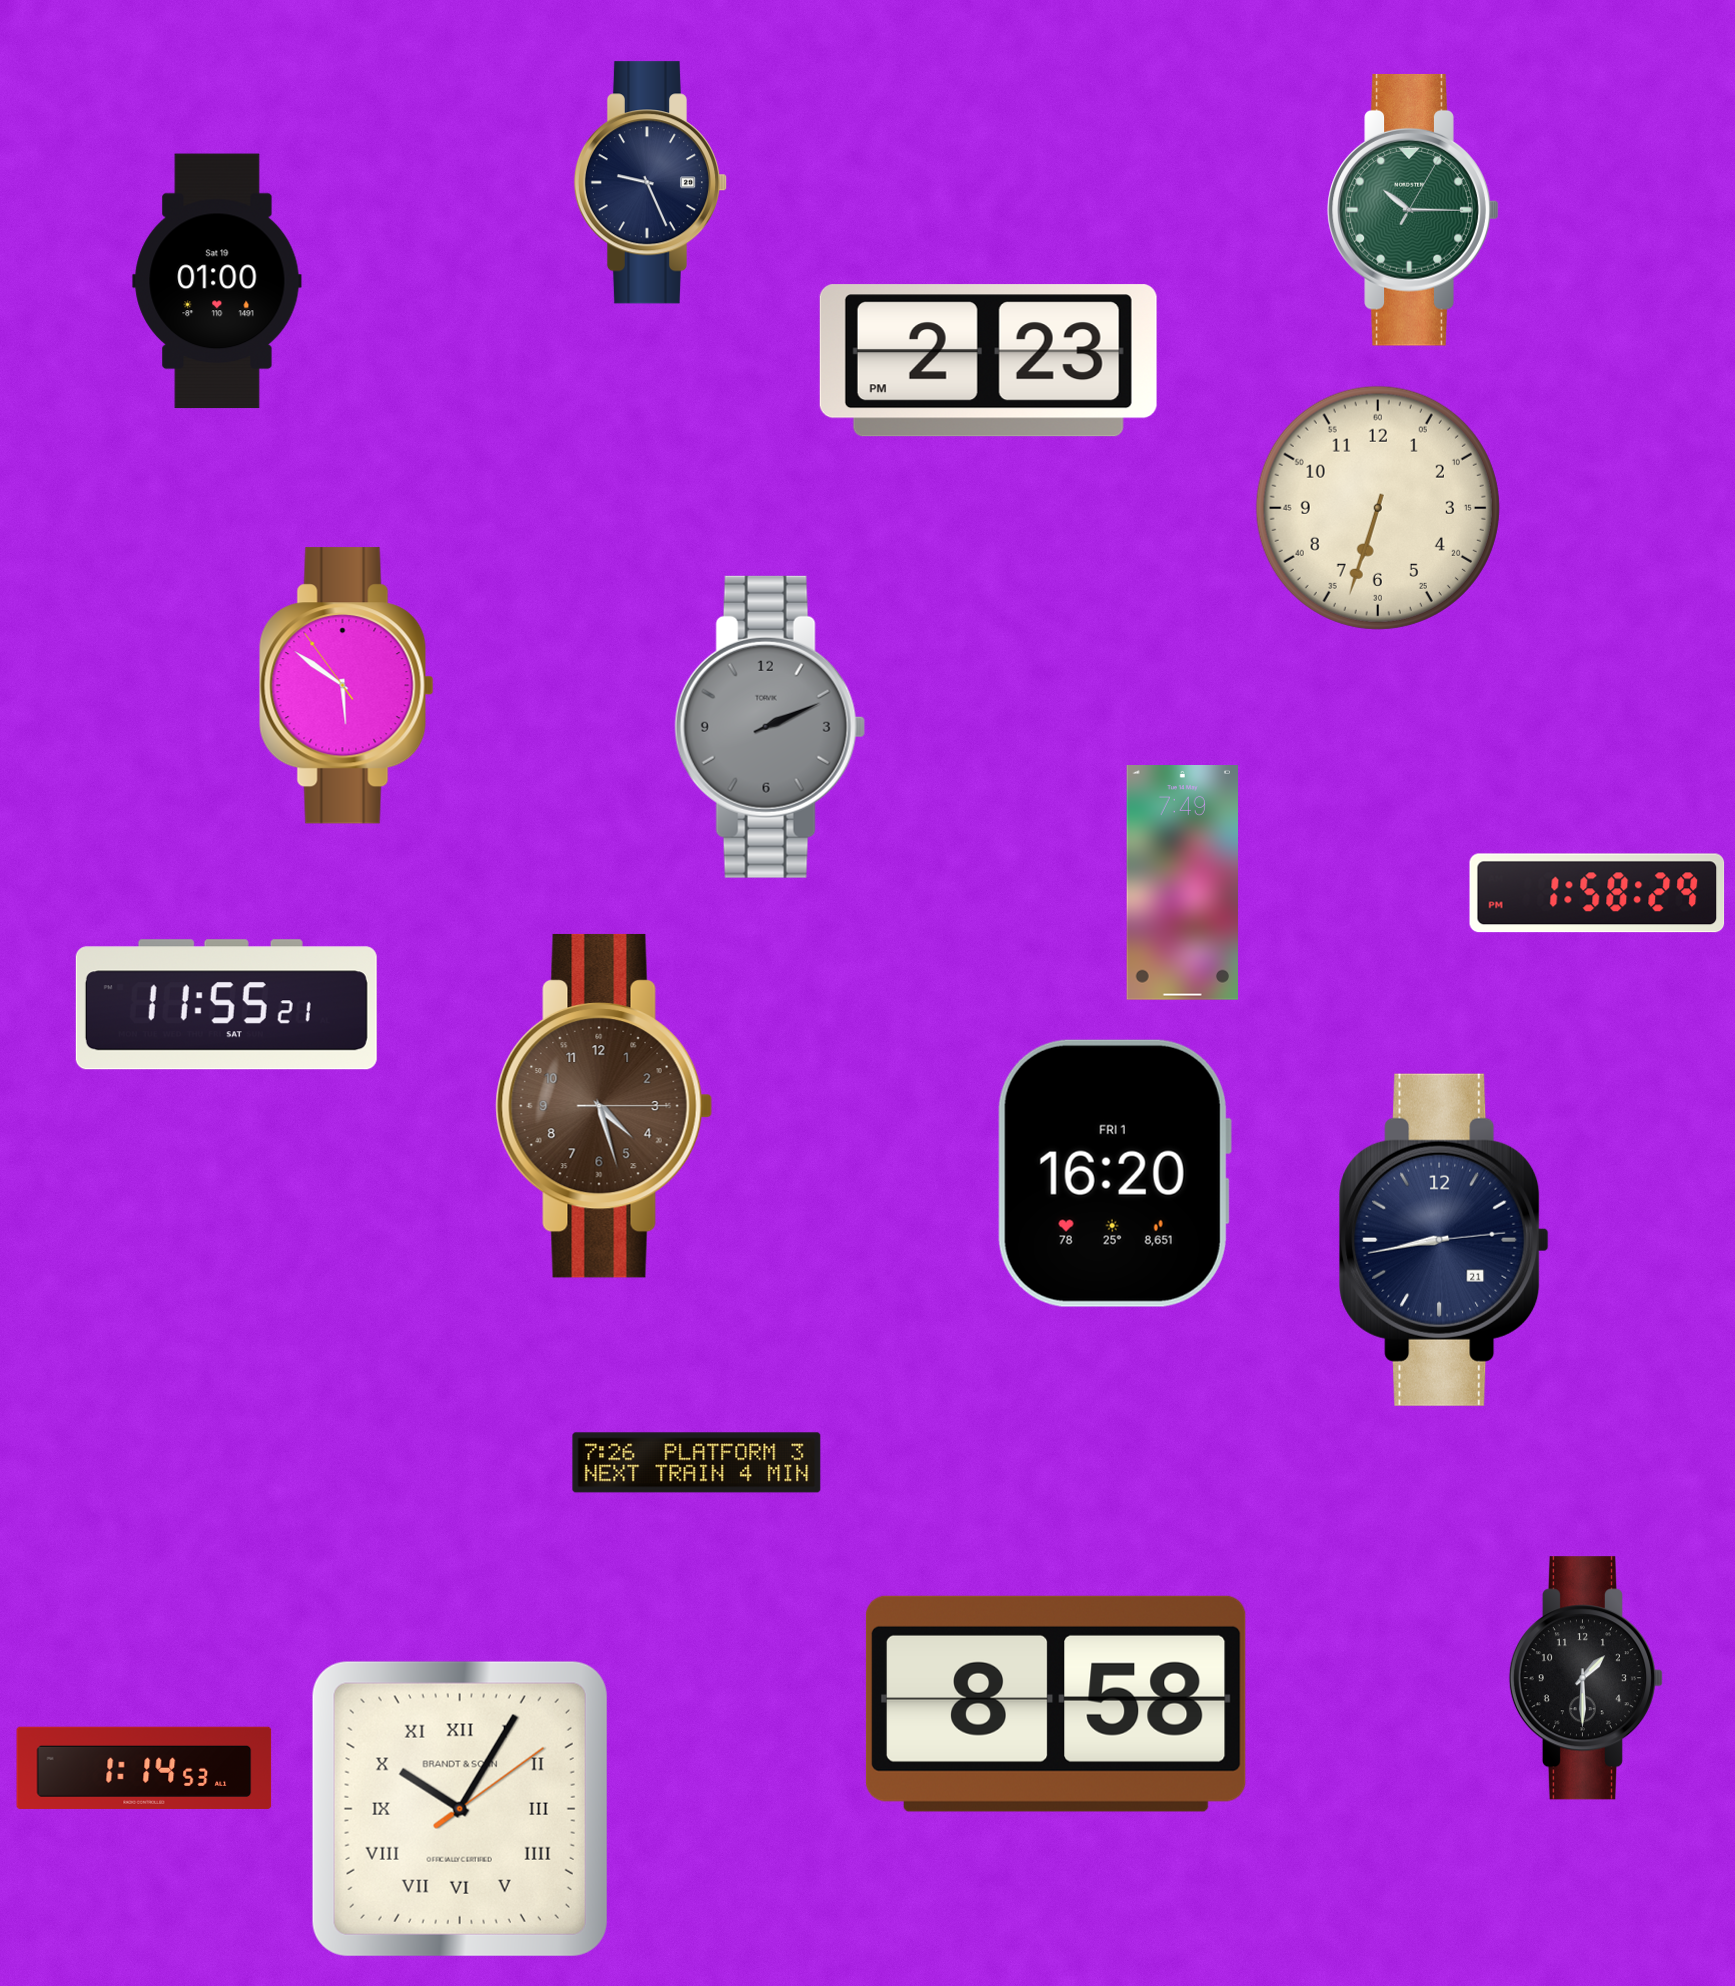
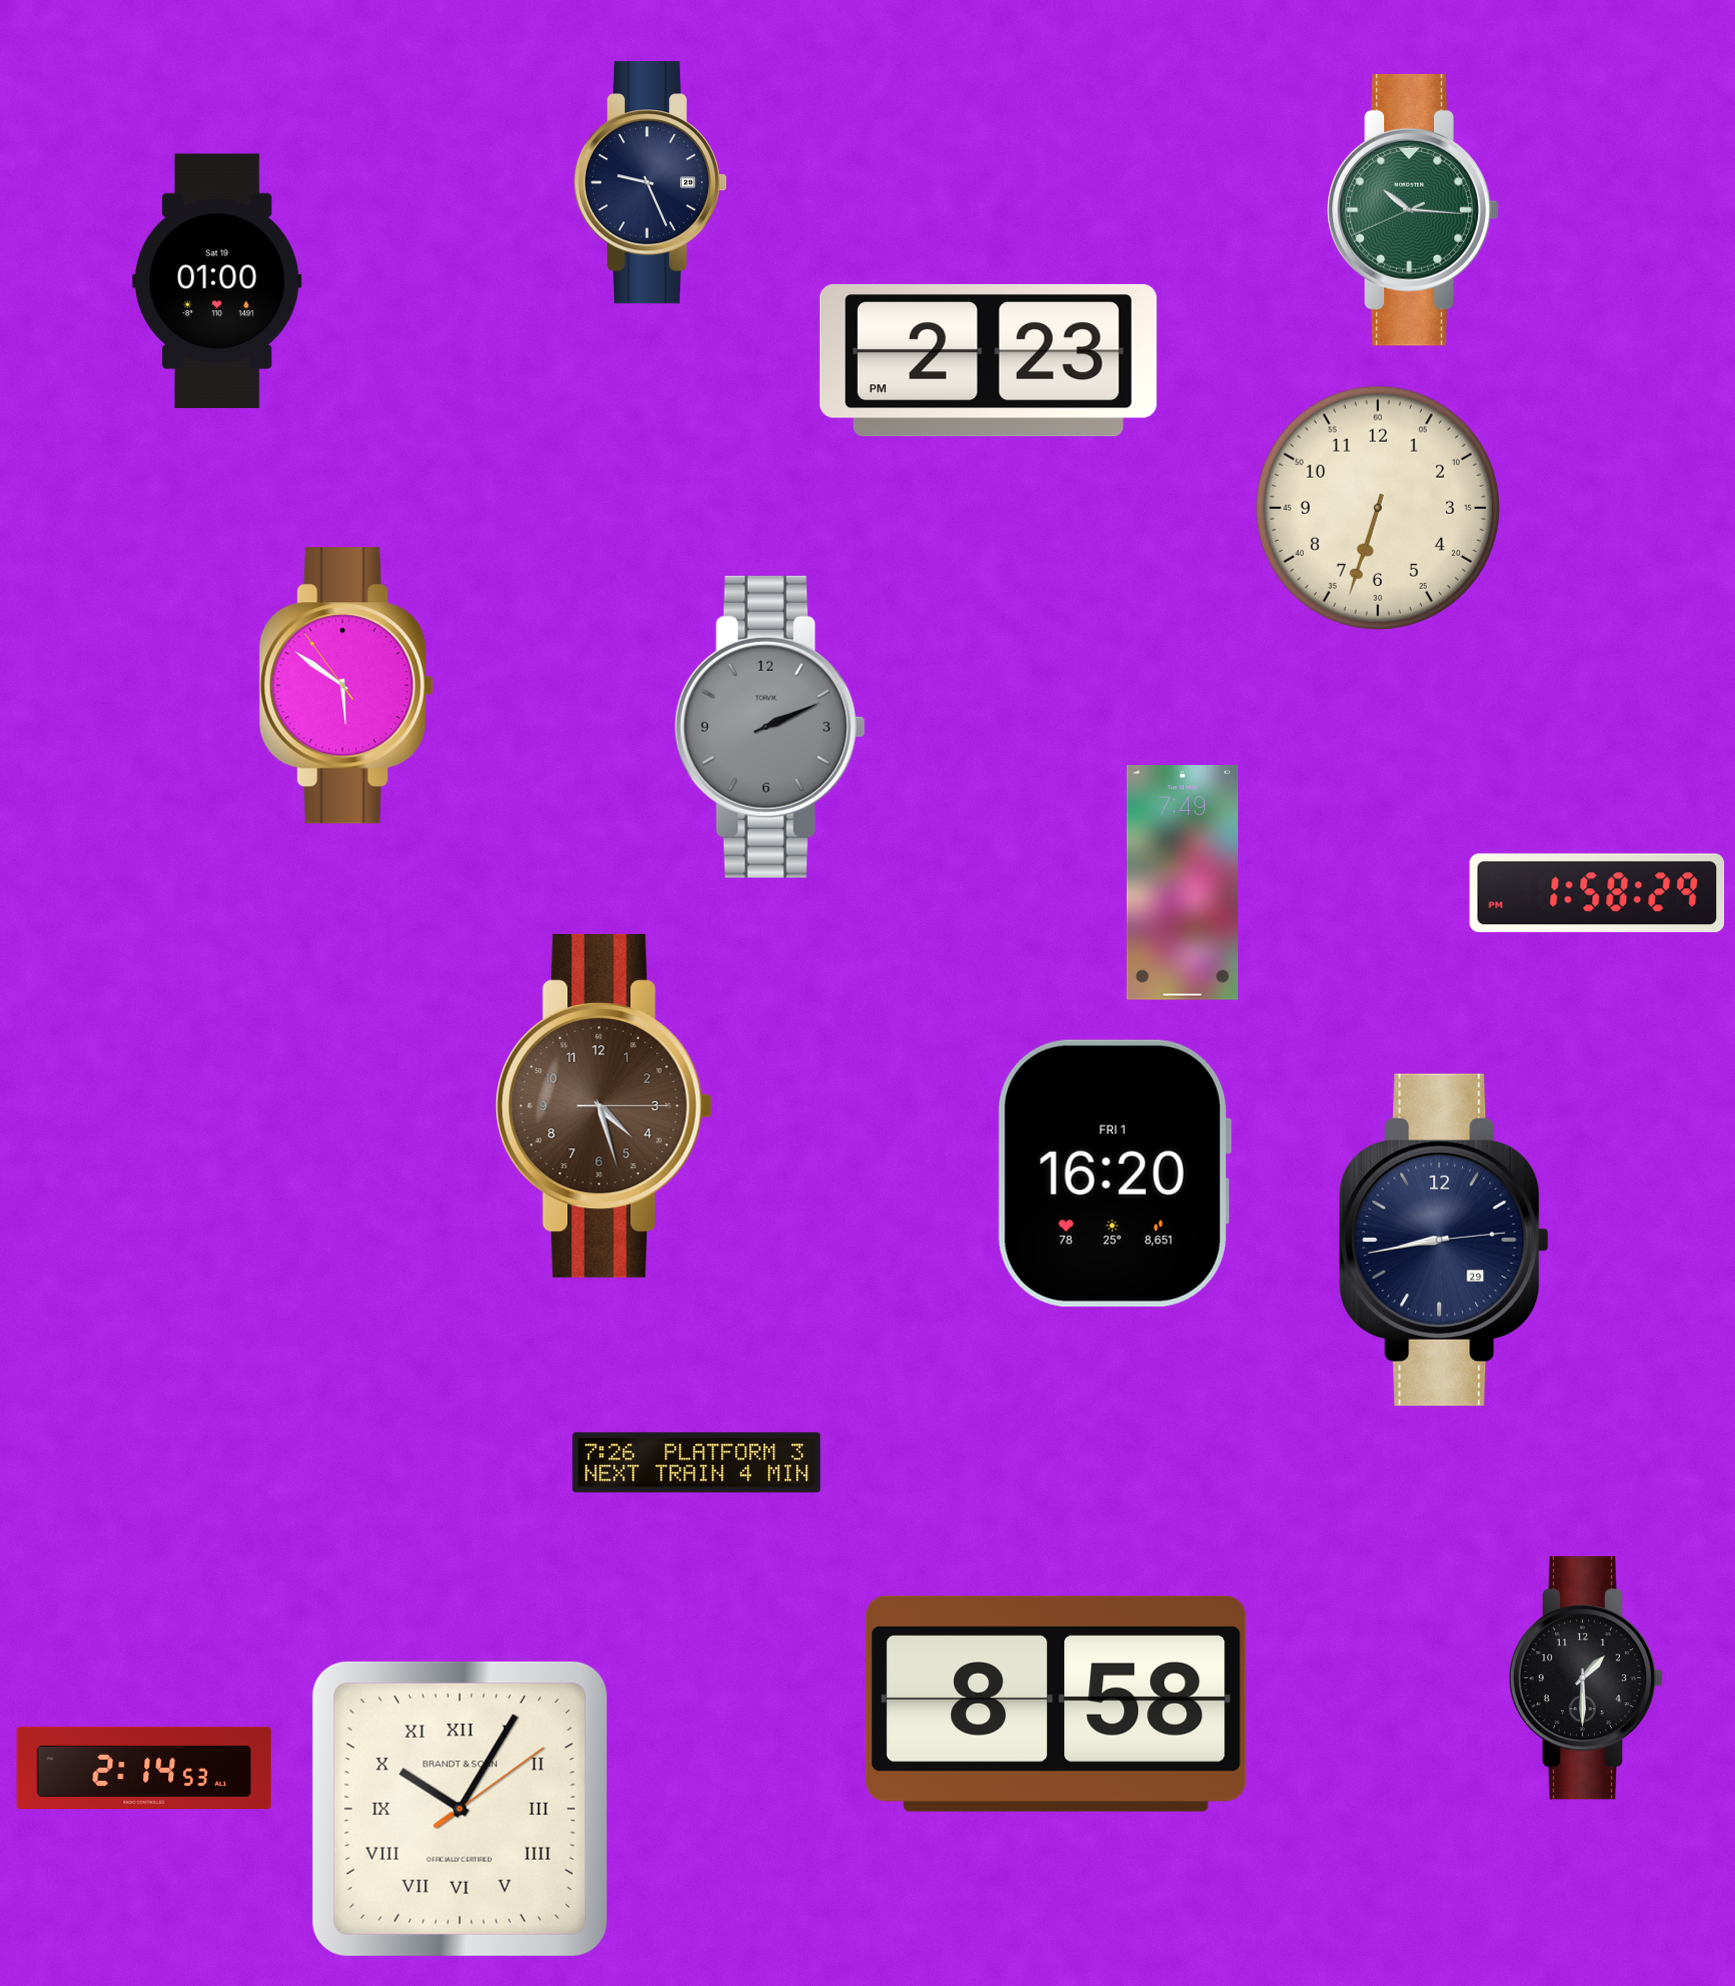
clock at (1413, 210): 10:15:05 -> 10:15:41
clock at (226, 1005): 11:55 -> none
clock at (1444, 1240) date: 21 -> 29
clock at (144, 1768): 1:14 -> 2:14
